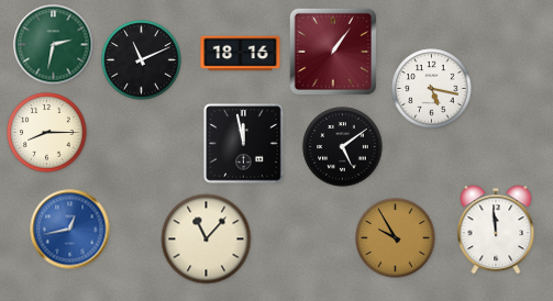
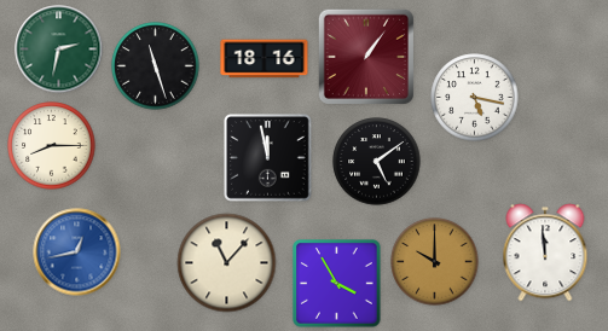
clock at (142, 60): 11:11 -> 11:27
clock at (396, 238): 9:55 -> 10:00
clock at (337, 284): none -> 3:55
